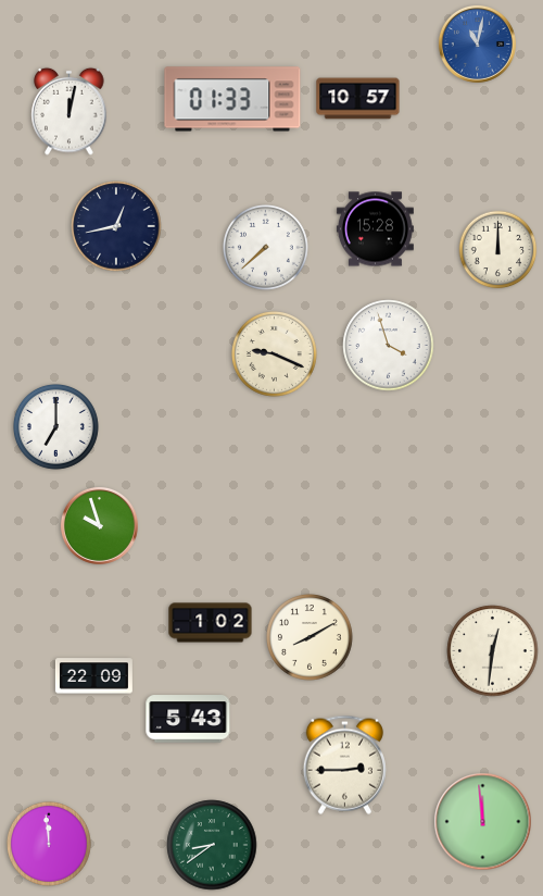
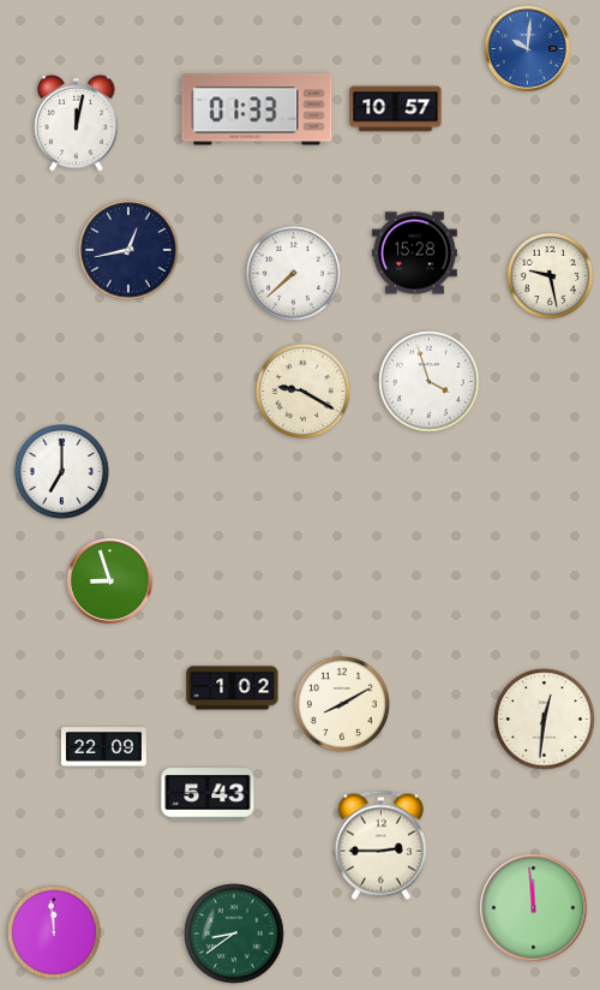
clock at (477, 43): 11:02 -> 10:01
clock at (498, 250): 12:00 -> 9:28
clock at (274, 353): 9:19 -> 9:20
clock at (99, 525): 9:57 -> 8:57
